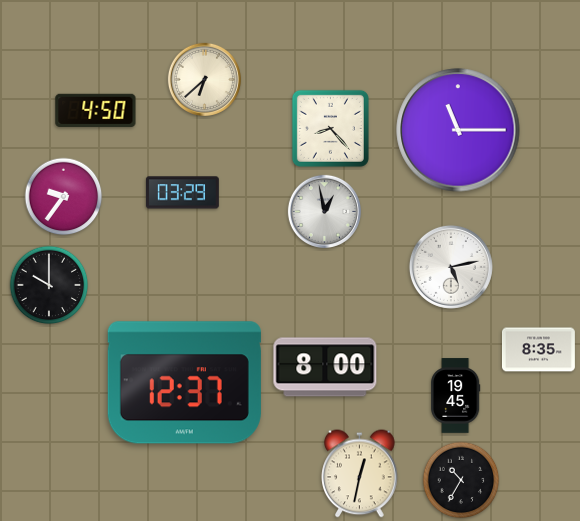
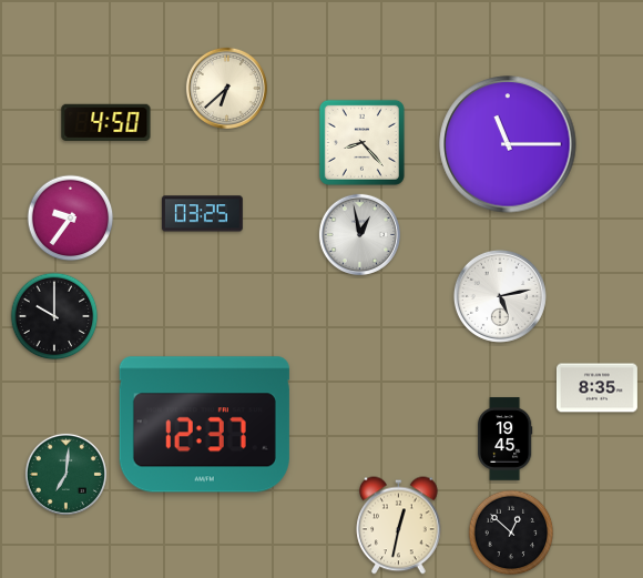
clock at (330, 128) position: (330, 128) -> (361, 142)
clock at (182, 193): 03:29 -> 03:25
clock at (325, 367): 8:00 -> none
clock at (65, 474): none -> 7:01
clock at (461, 480): 10:35 -> 12:52
